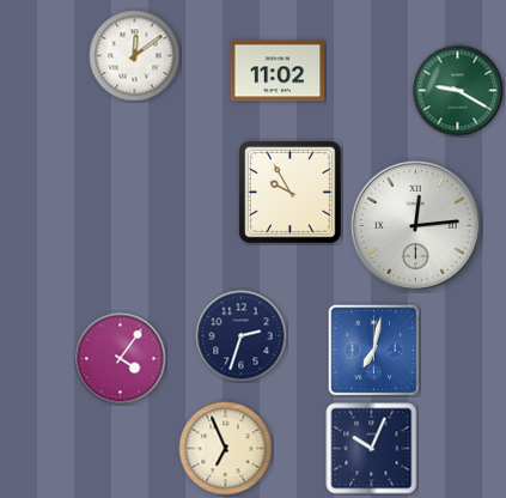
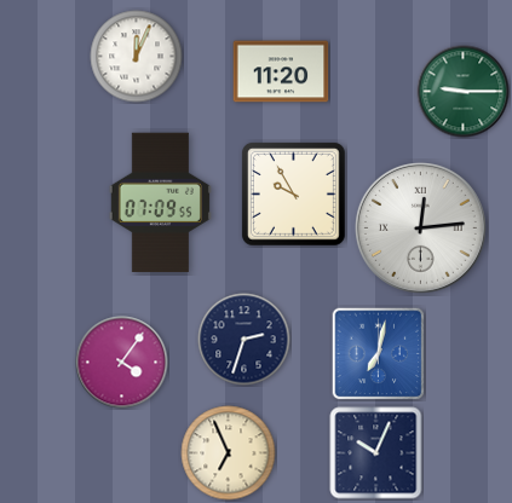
clock at (135, 56): 12:09 -> 12:04
clock at (278, 71): 11:02 -> 11:20
clock at (458, 91): 9:20 -> 9:15
clock at (160, 203): none -> 07:09
